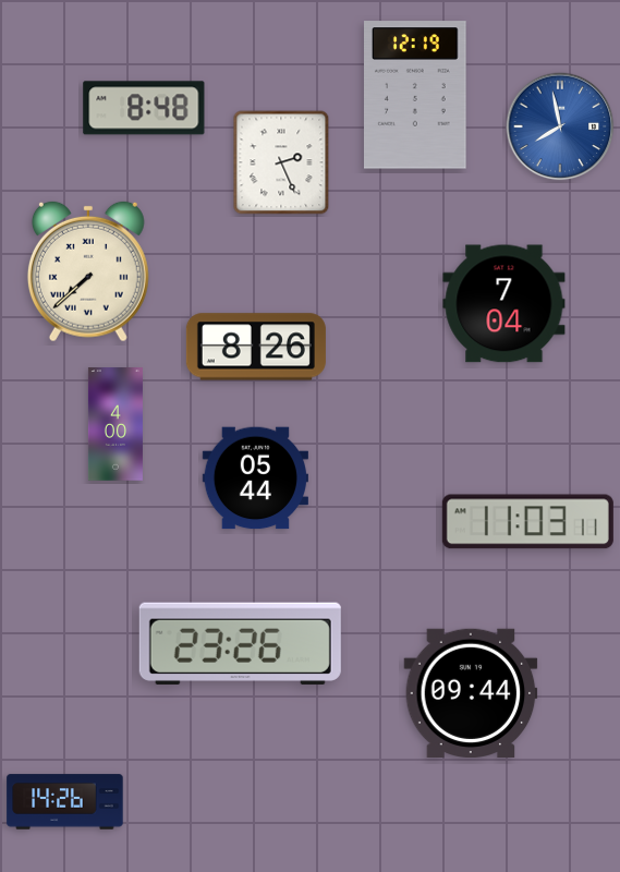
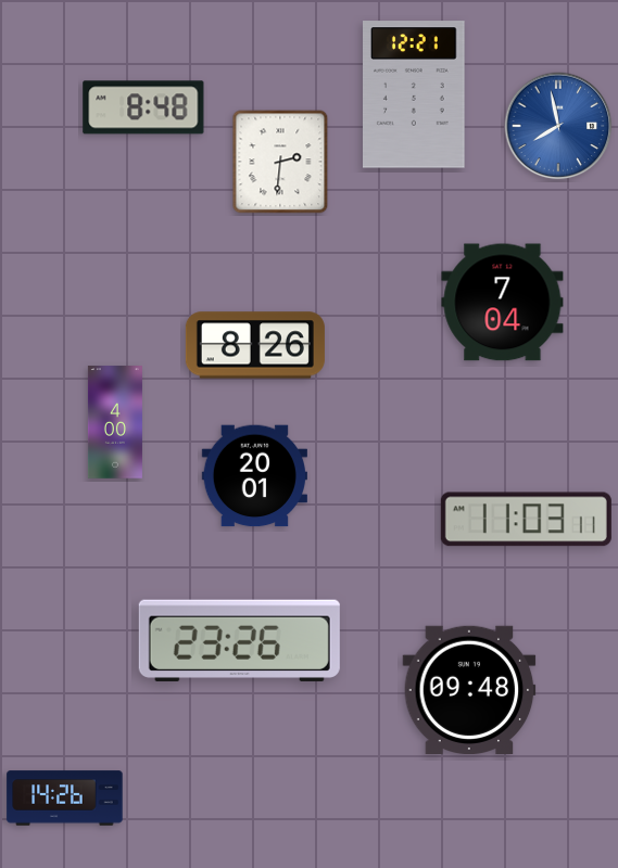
clock at (416, 95): 12:19 -> 12:21
clock at (281, 162): 2:26 -> 2:31
clock at (88, 271): 7:38 -> none
clock at (255, 479): 05:44 -> 20:01
clock at (471, 692): 09:44 -> 09:48
